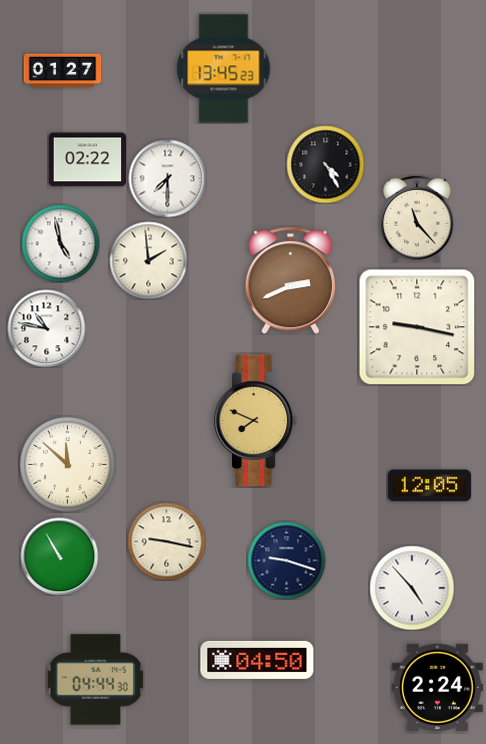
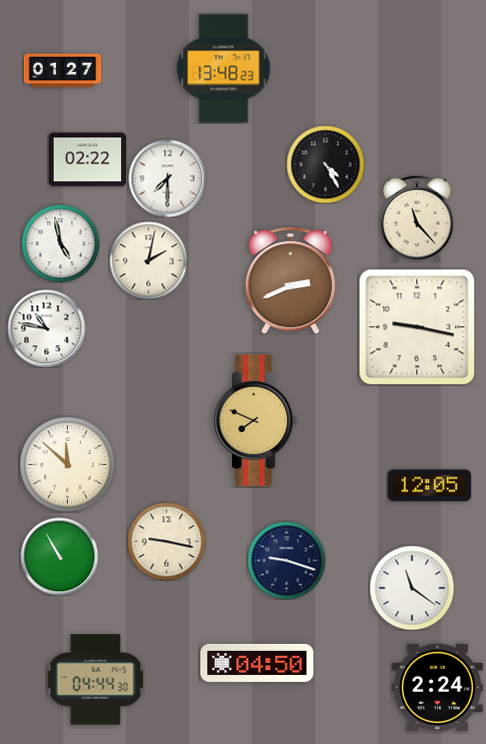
clock at (224, 69): 13:45 -> 13:48
clock at (148, 260): 1:59 -> 2:02
clock at (412, 588): 4:53 -> 11:21
clock at (257, 660) position: (257, 660) -> (257, 663)
